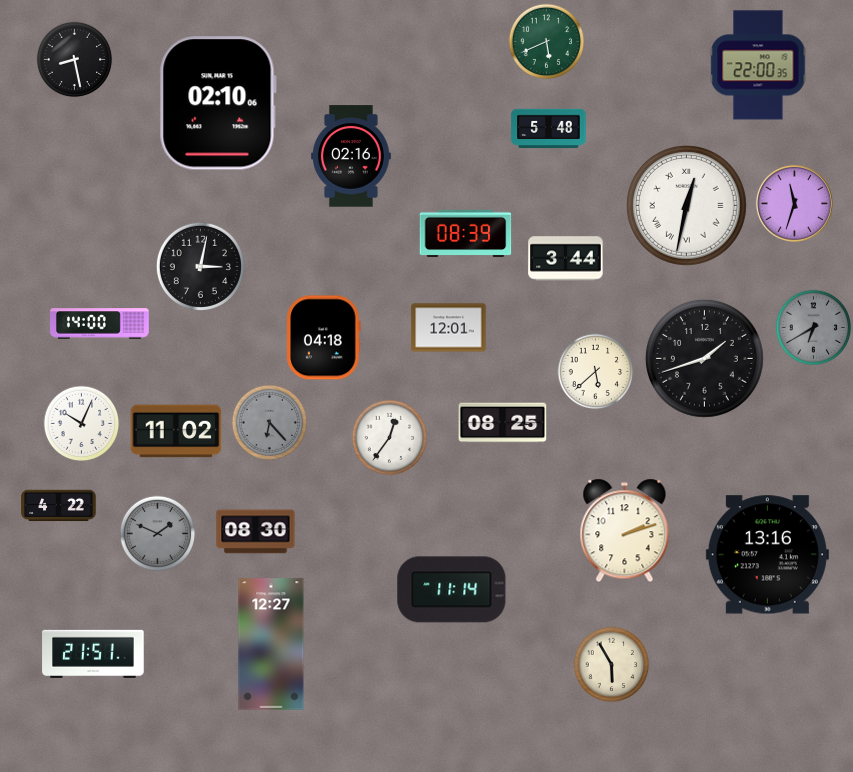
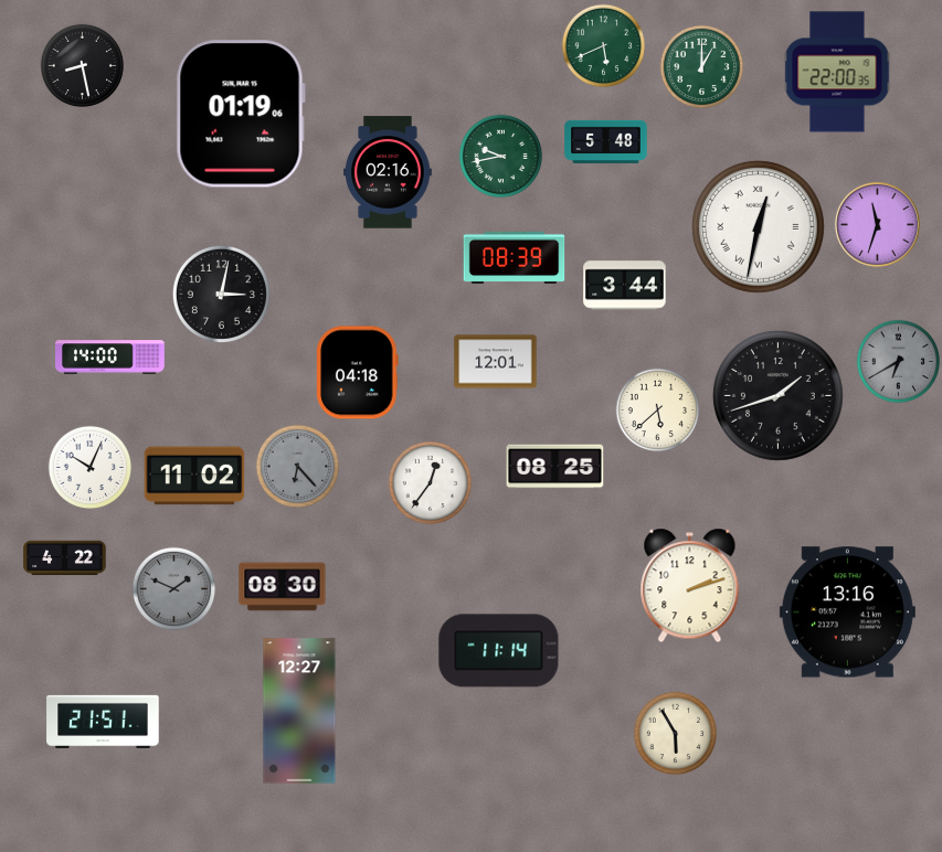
clock at (702, 67): none -> 1:00
clock at (218, 103): 02:10 -> 01:19
clock at (501, 157): none -> 9:43
